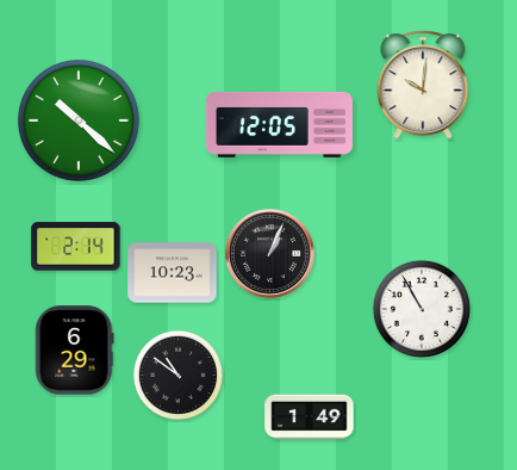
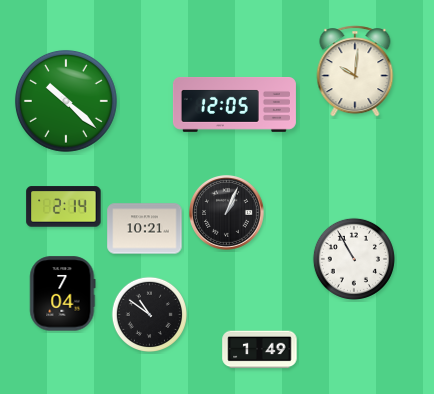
clock at (173, 273): 10:23 -> 10:21
clock at (75, 351): 6:29 -> 7:04
